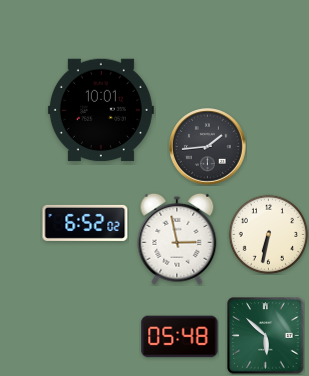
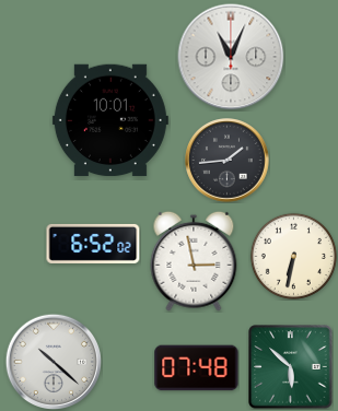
clock at (231, 57): none -> 11:04
clock at (53, 361): none -> 10:22
clock at (180, 337): 05:48 -> 07:48
